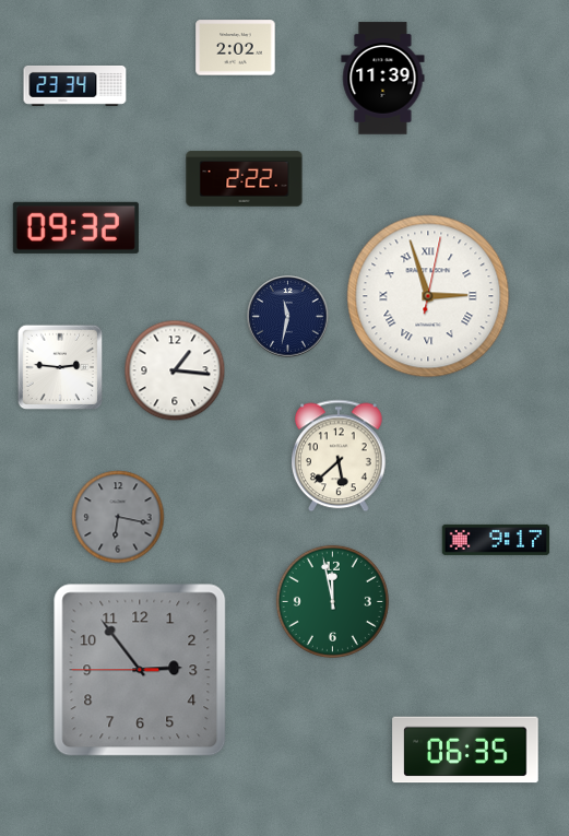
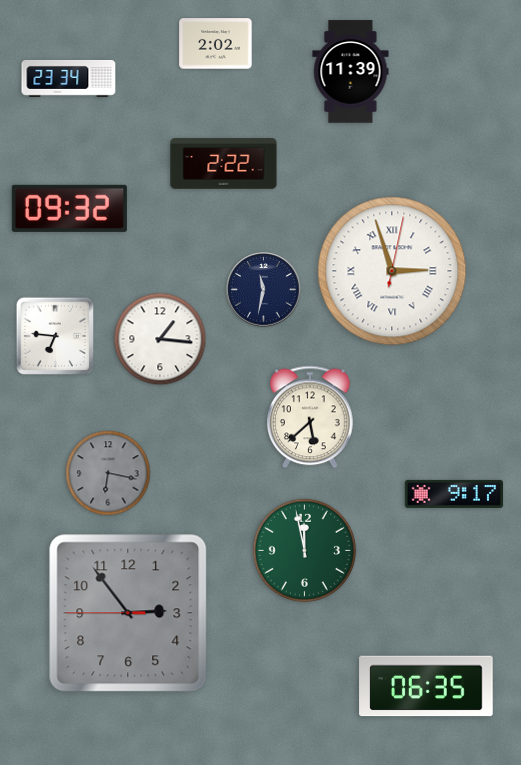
clock at (60, 367): 2:46 -> 6:46
